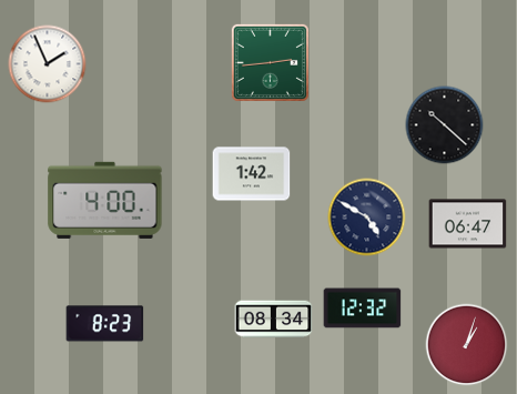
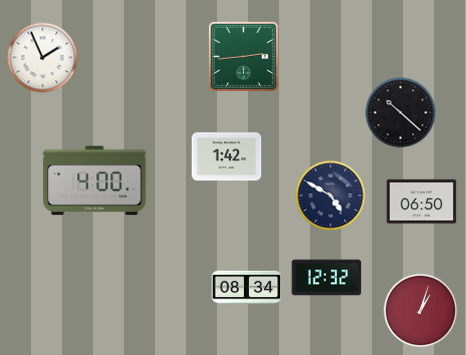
clock at (468, 224): 06:47 -> 06:50
clock at (105, 324): 8:23 -> none
